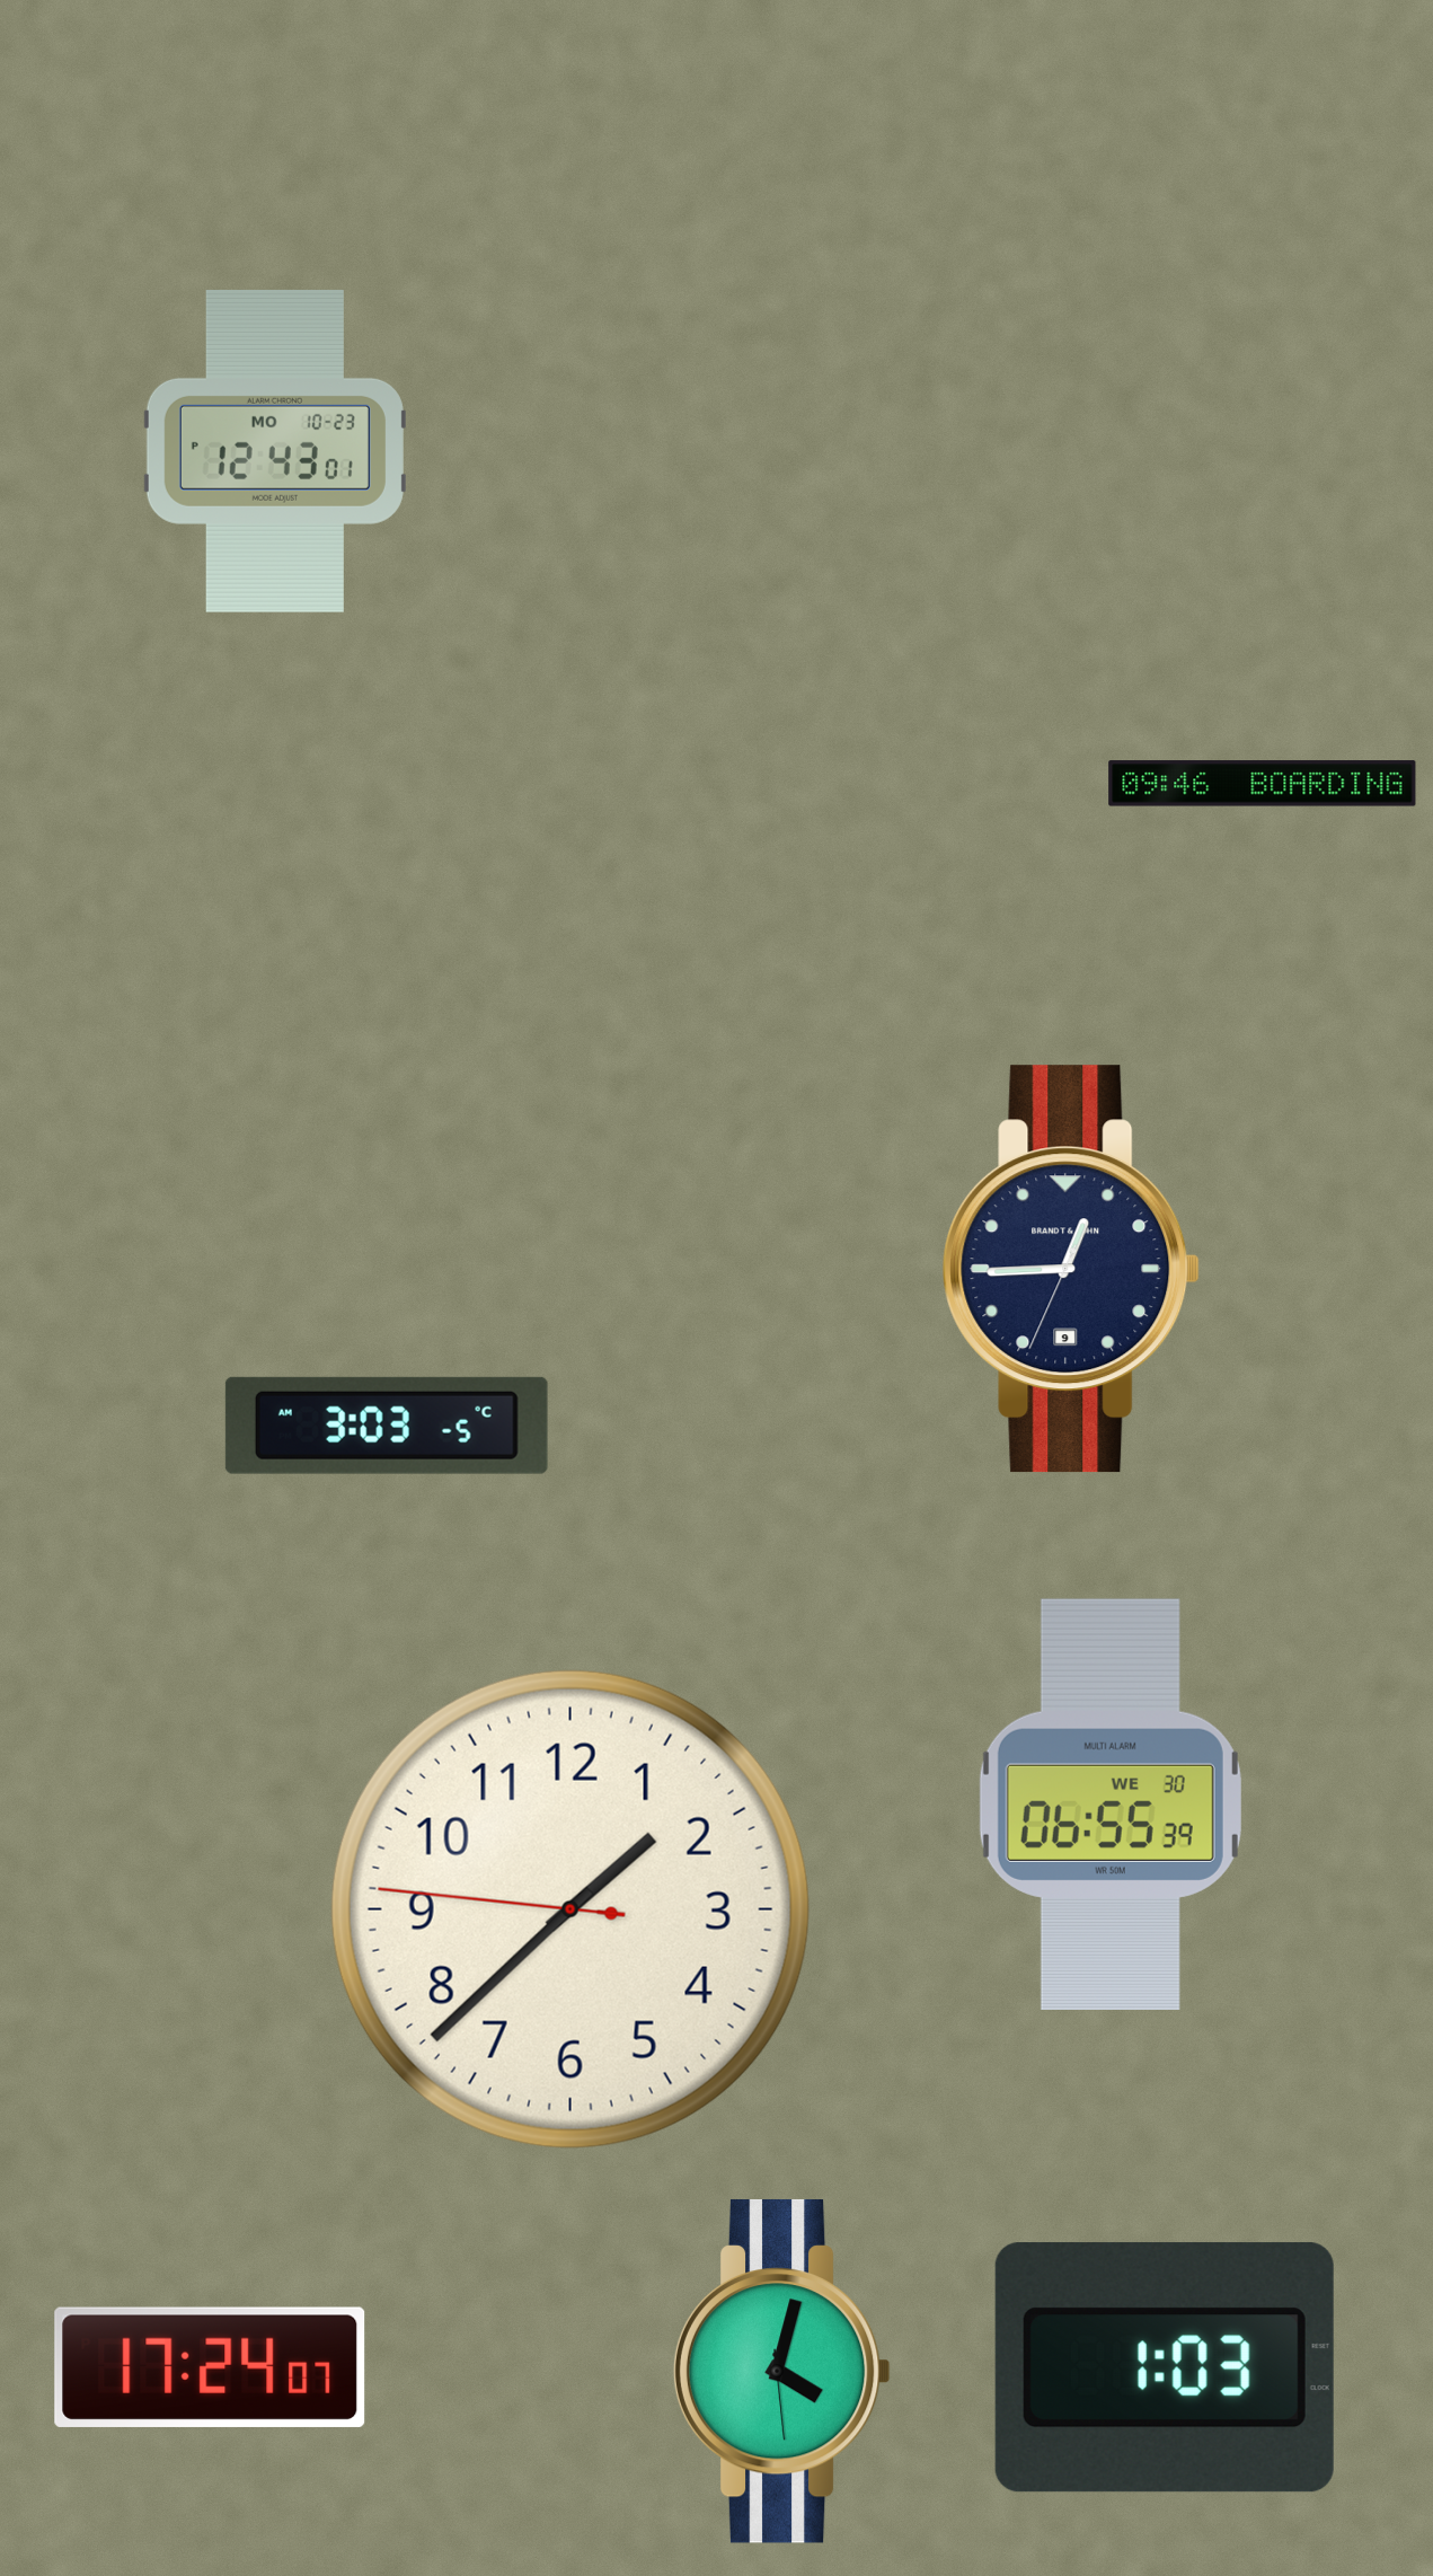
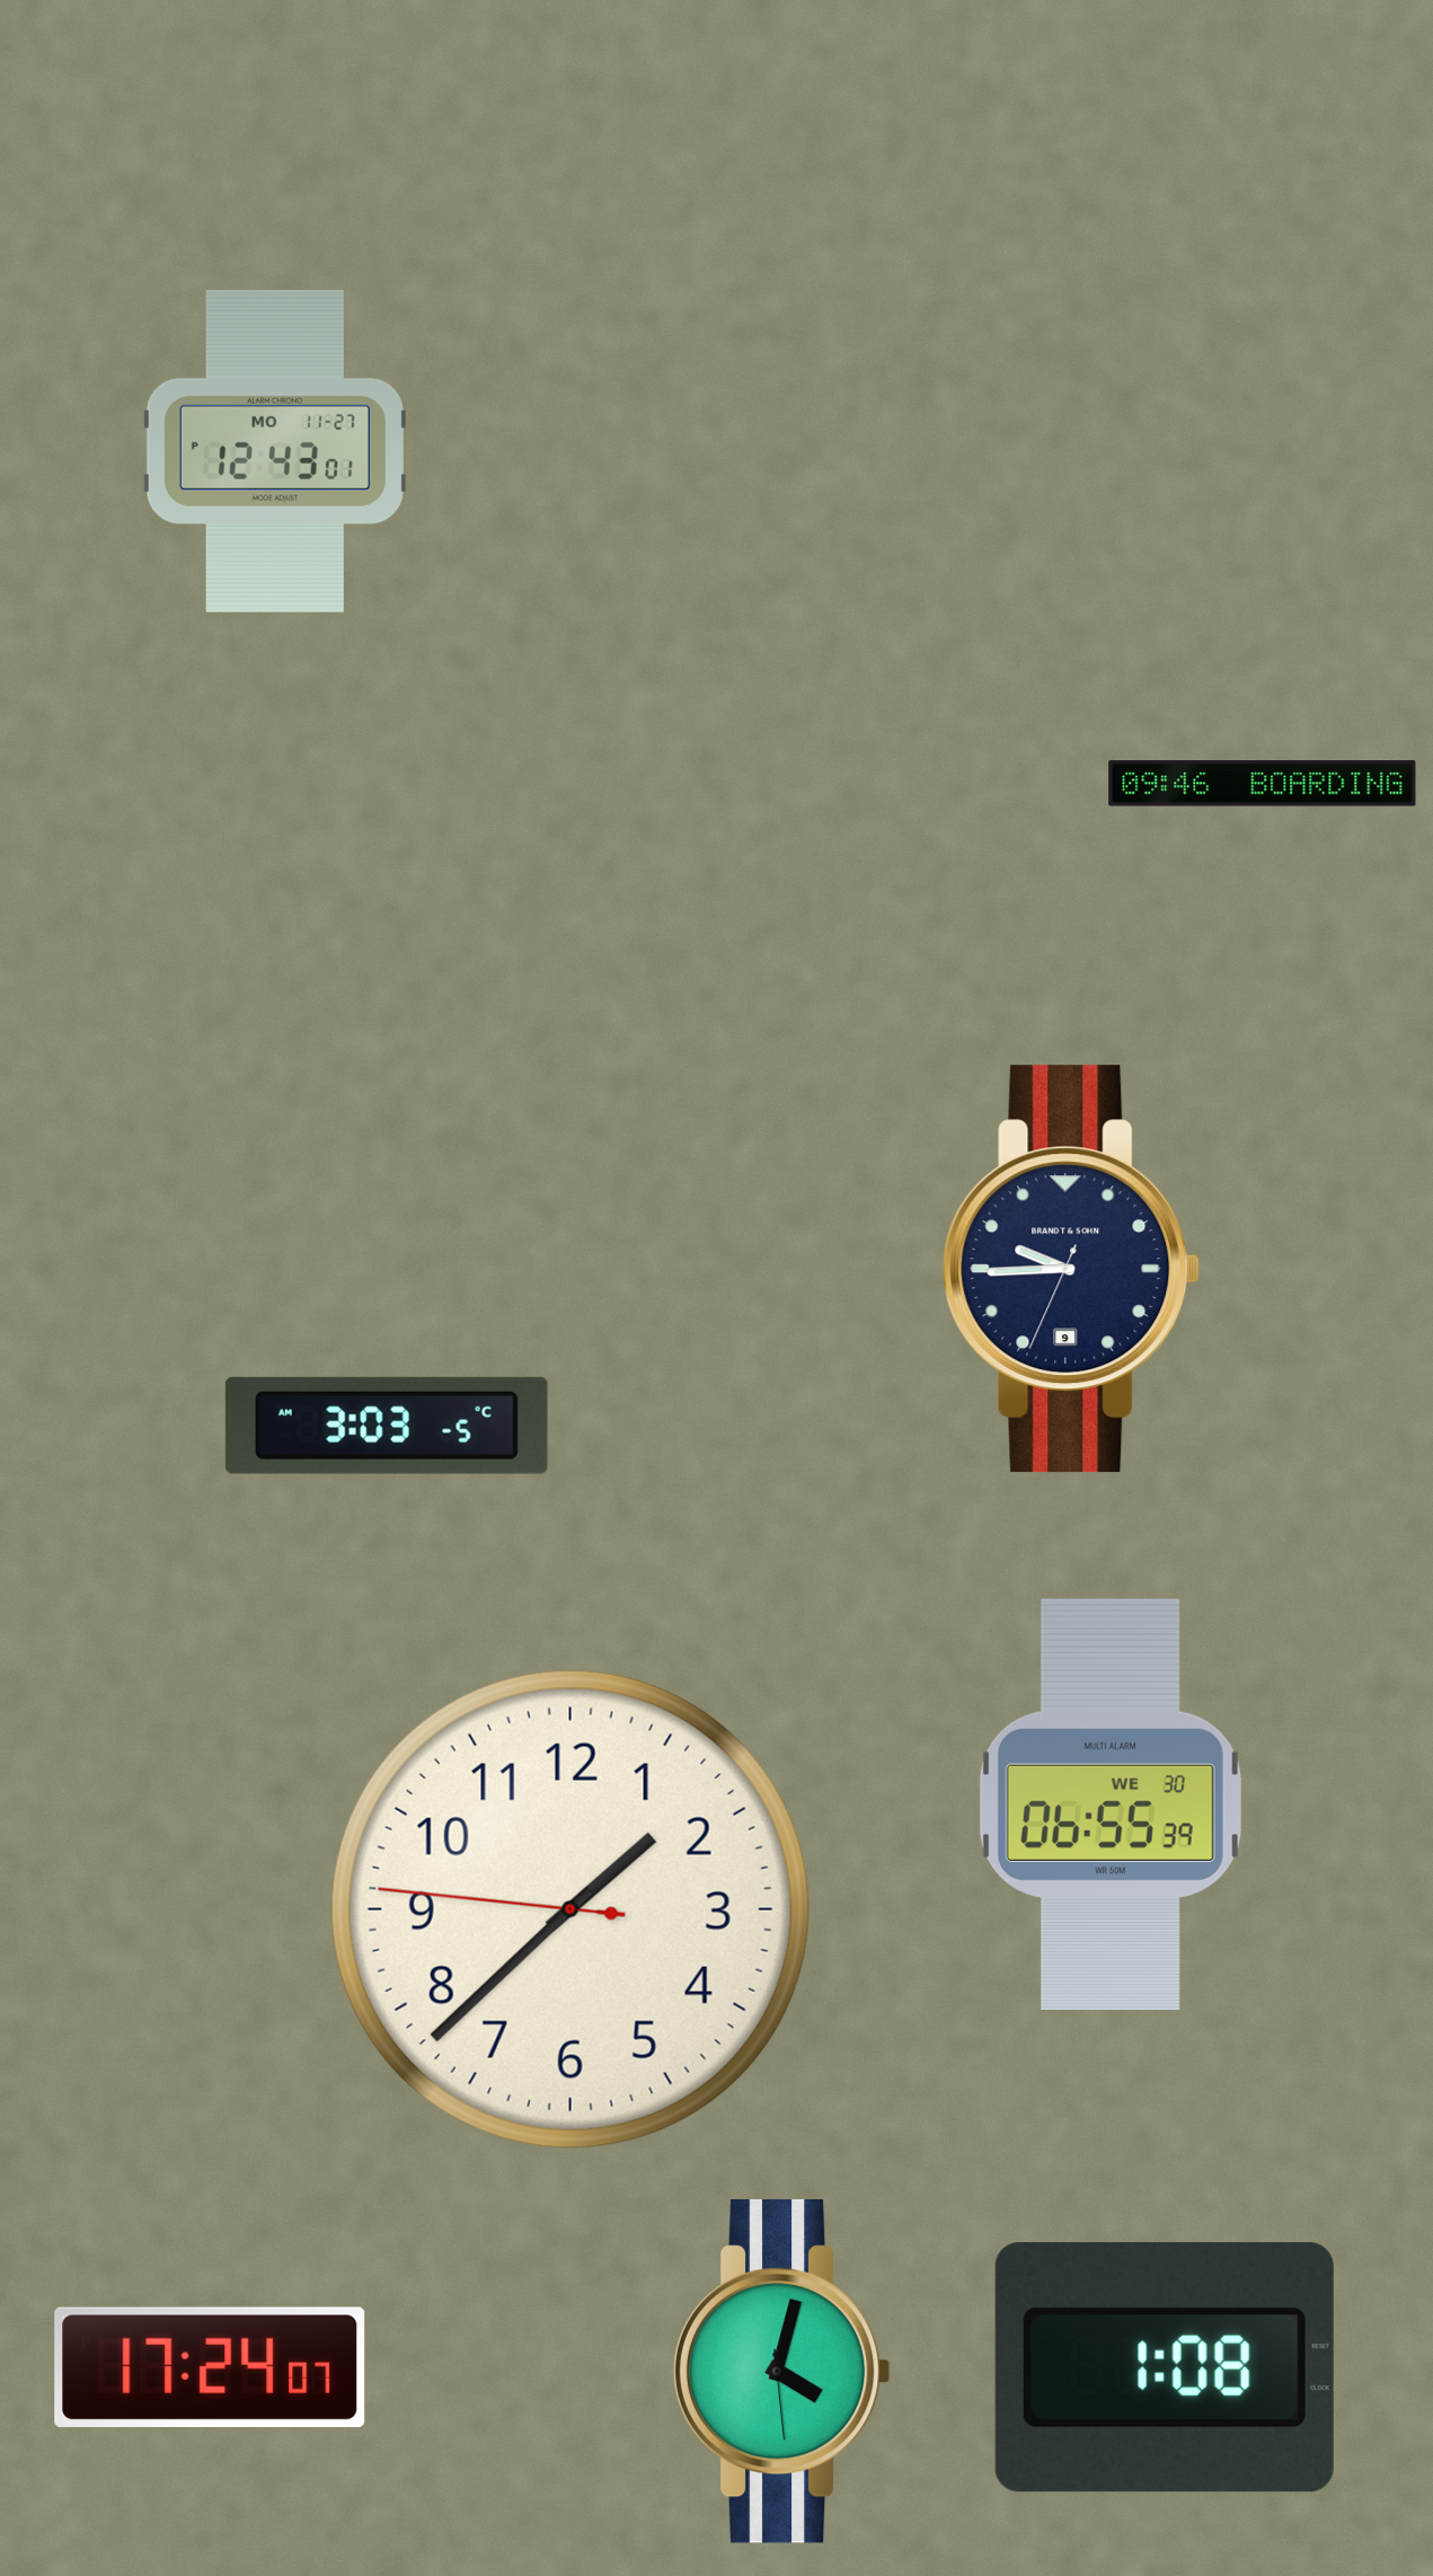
clock at (275, 451) date: MO 10-23 -> MO 11-27
clock at (1071, 1269): 12:44 -> 9:44
clock at (1165, 2367): 1:03 -> 1:08
